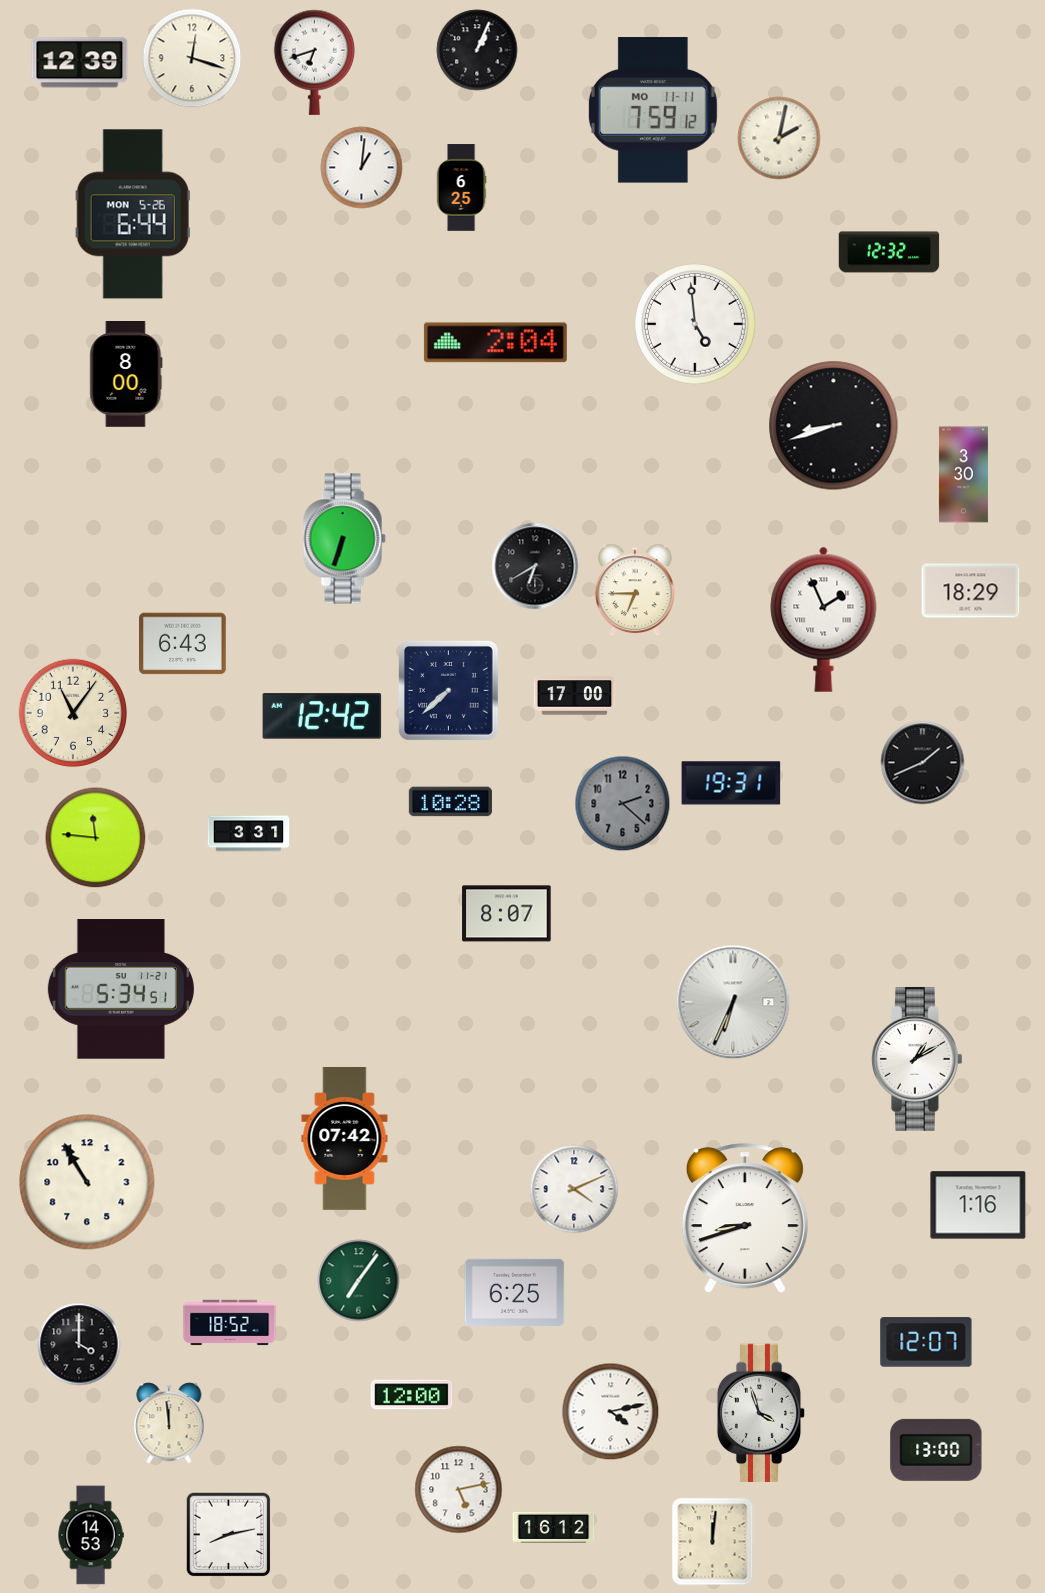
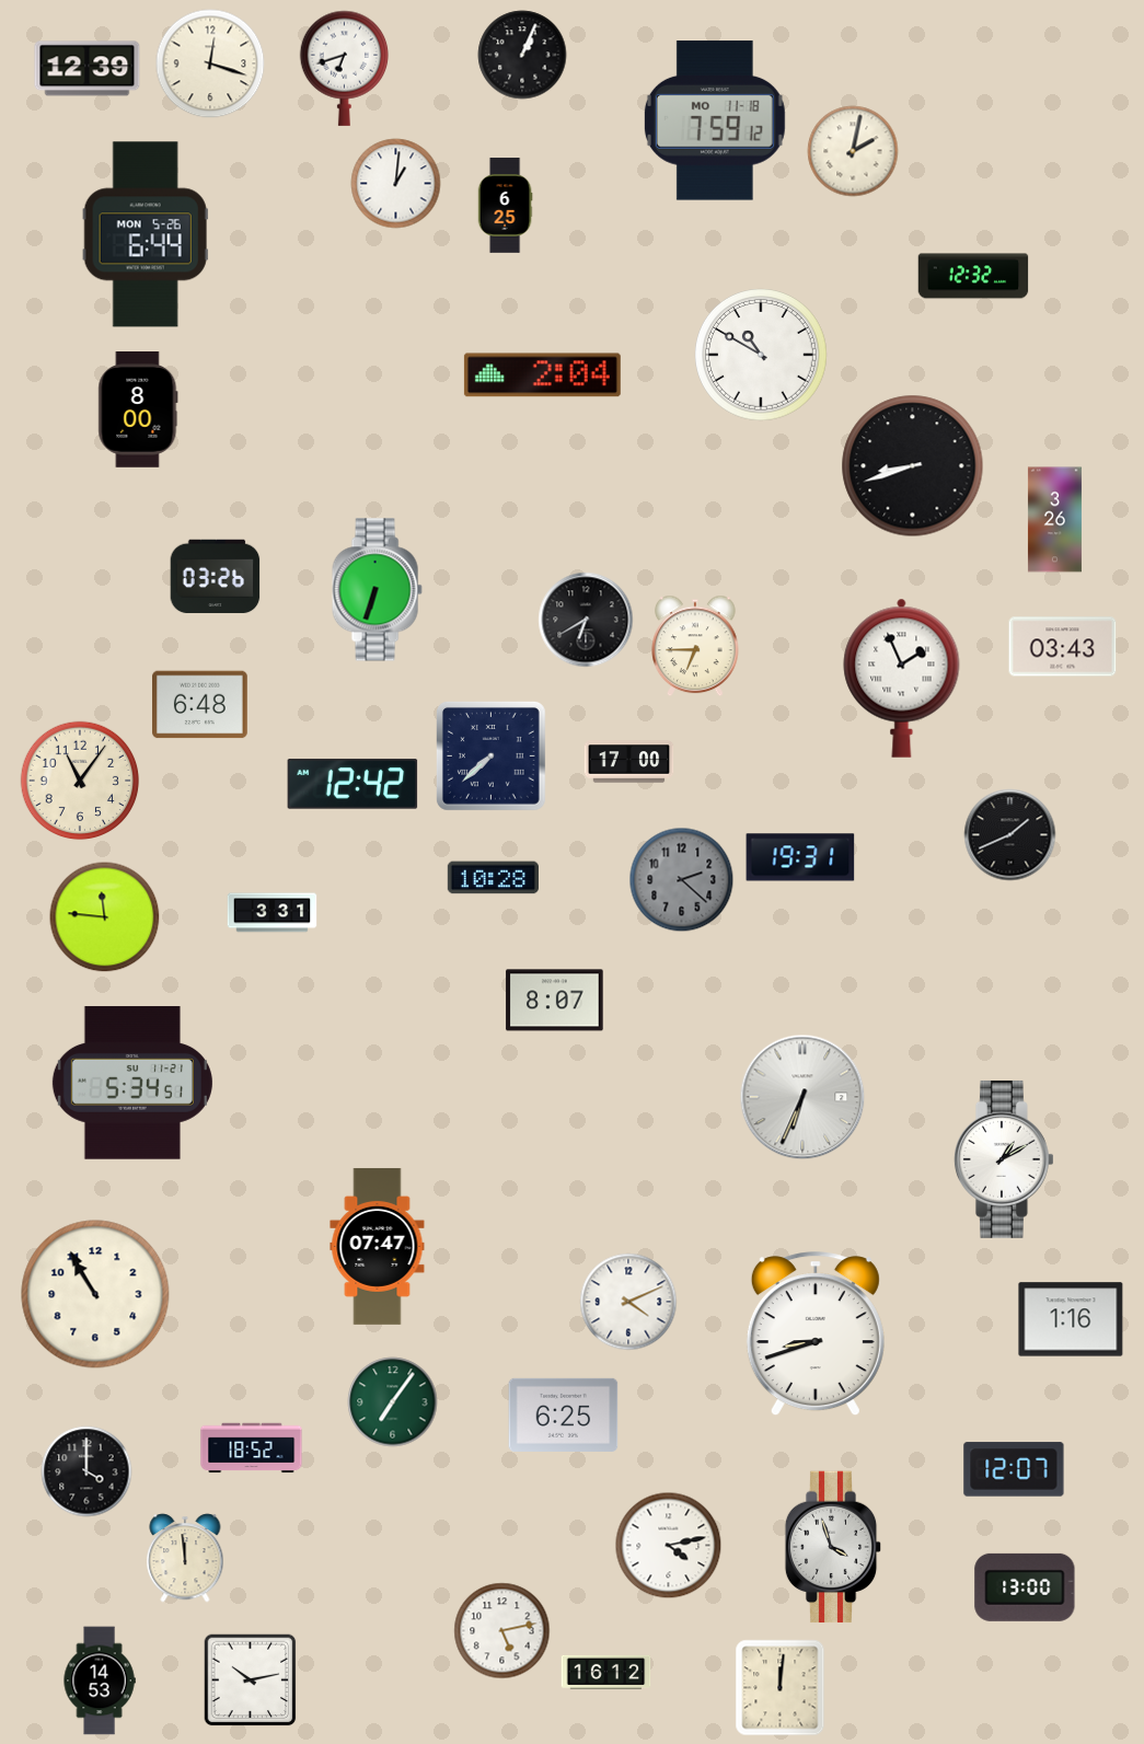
clock at (653, 110) date: MO 11-11 -> MO 11-18
clock at (696, 325): 4:59 -> 10:50
clock at (963, 475): 3:30 -> 3:26
clock at (216, 577): none -> 03:26
clock at (971, 591): 18:29 -> 03:43
clock at (183, 644): 6:43 -> 6:48
clock at (345, 1138): 07:42 -> 07:47
clock at (412, 1395): 12:00 -> none
clock at (229, 1535): 8:13 -> 10:13
